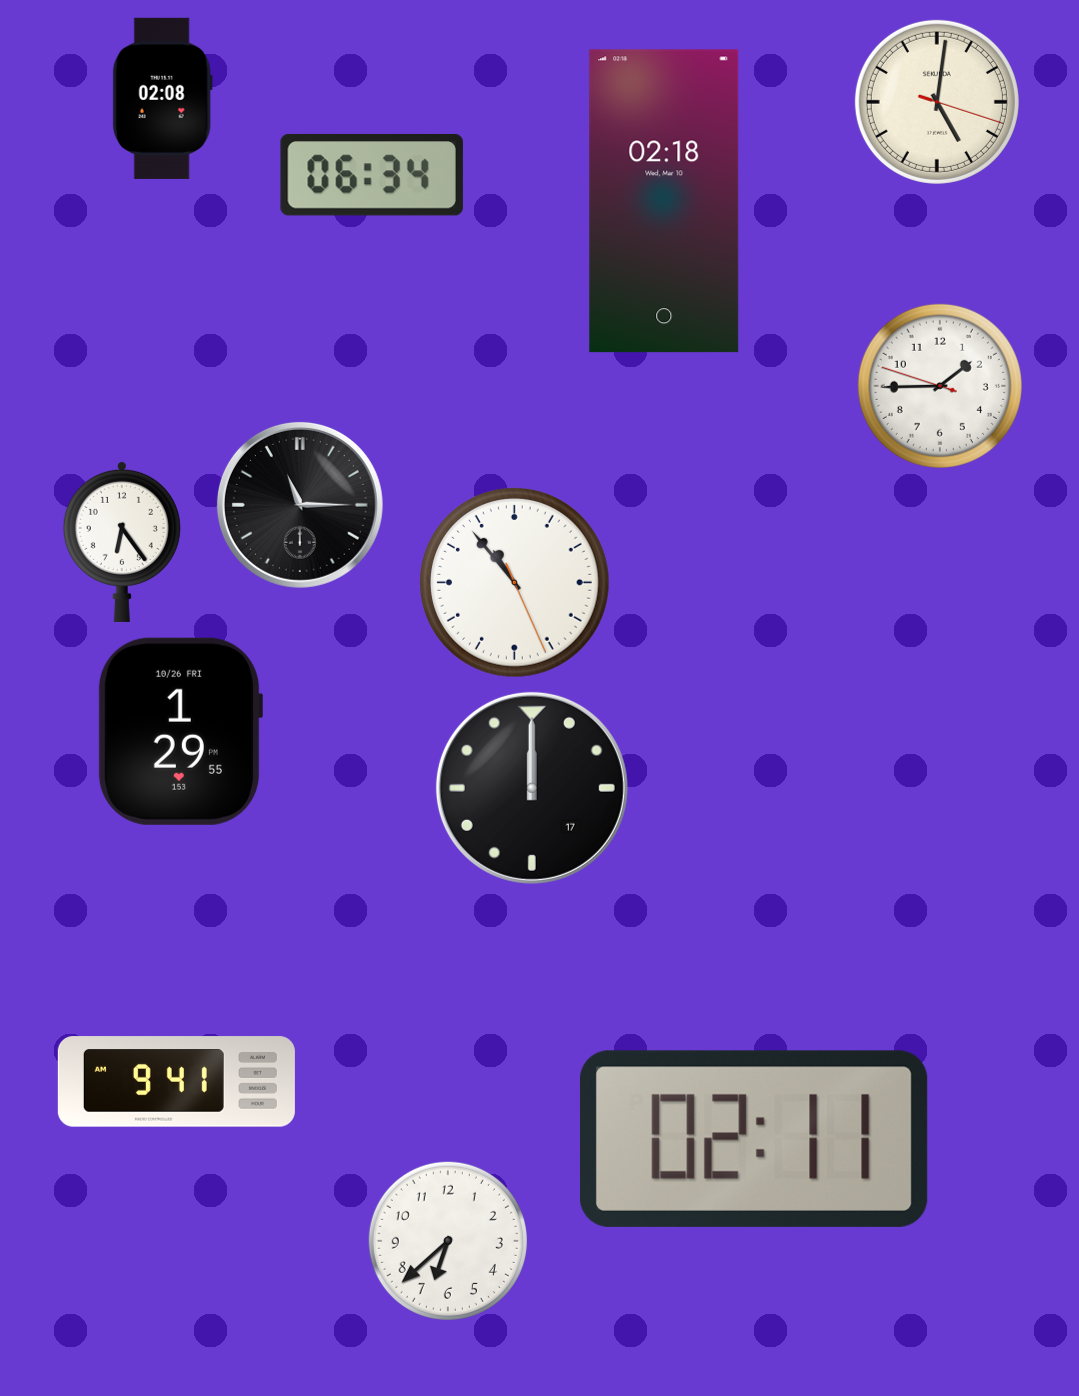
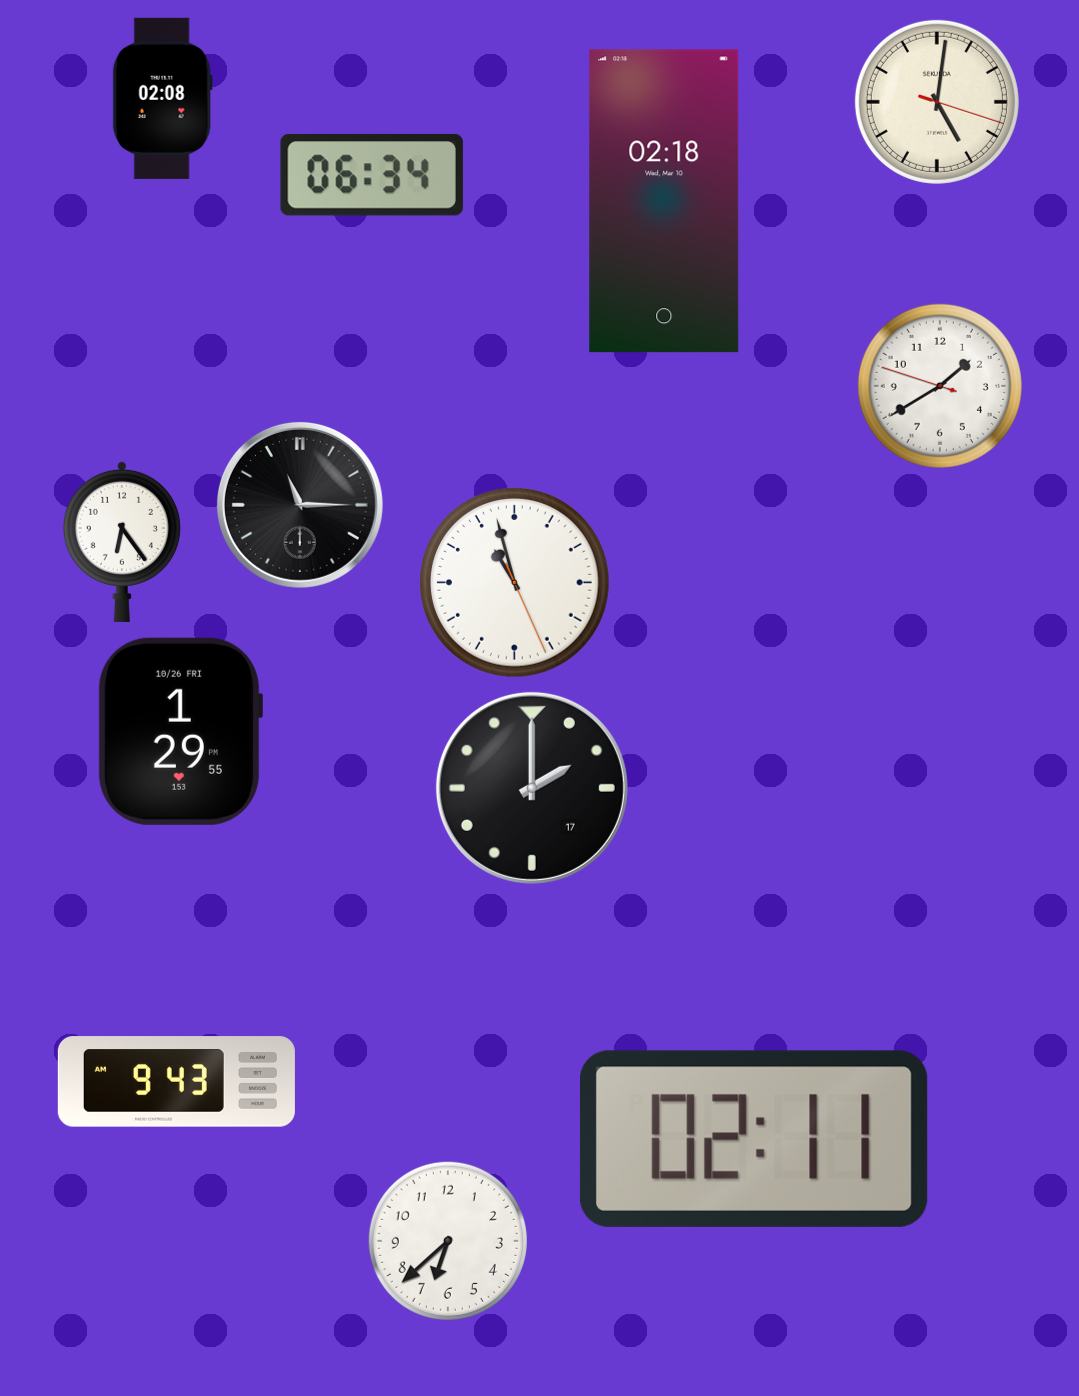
clock at (940, 386): 1:44 -> 1:39
clock at (514, 582): 10:53 -> 10:57
clock at (532, 788): 12:00 -> 2:00
clock at (176, 1082): 9:41 -> 9:43
